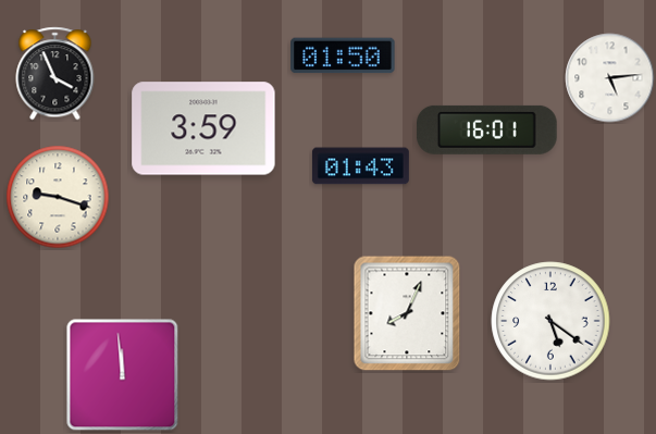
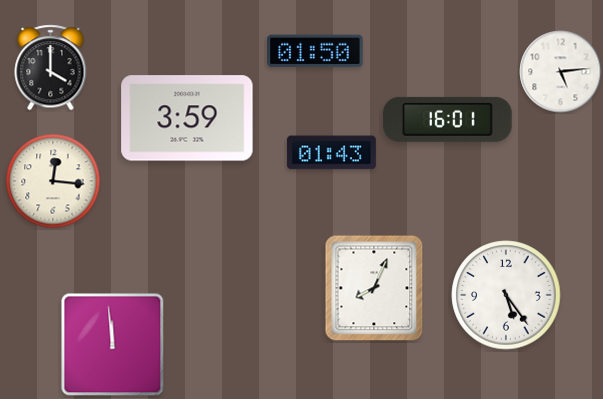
clock at (55, 74): 3:56 -> 4:00
clock at (58, 197): 9:18 -> 12:16
clock at (550, 321): 5:21 -> 5:24
